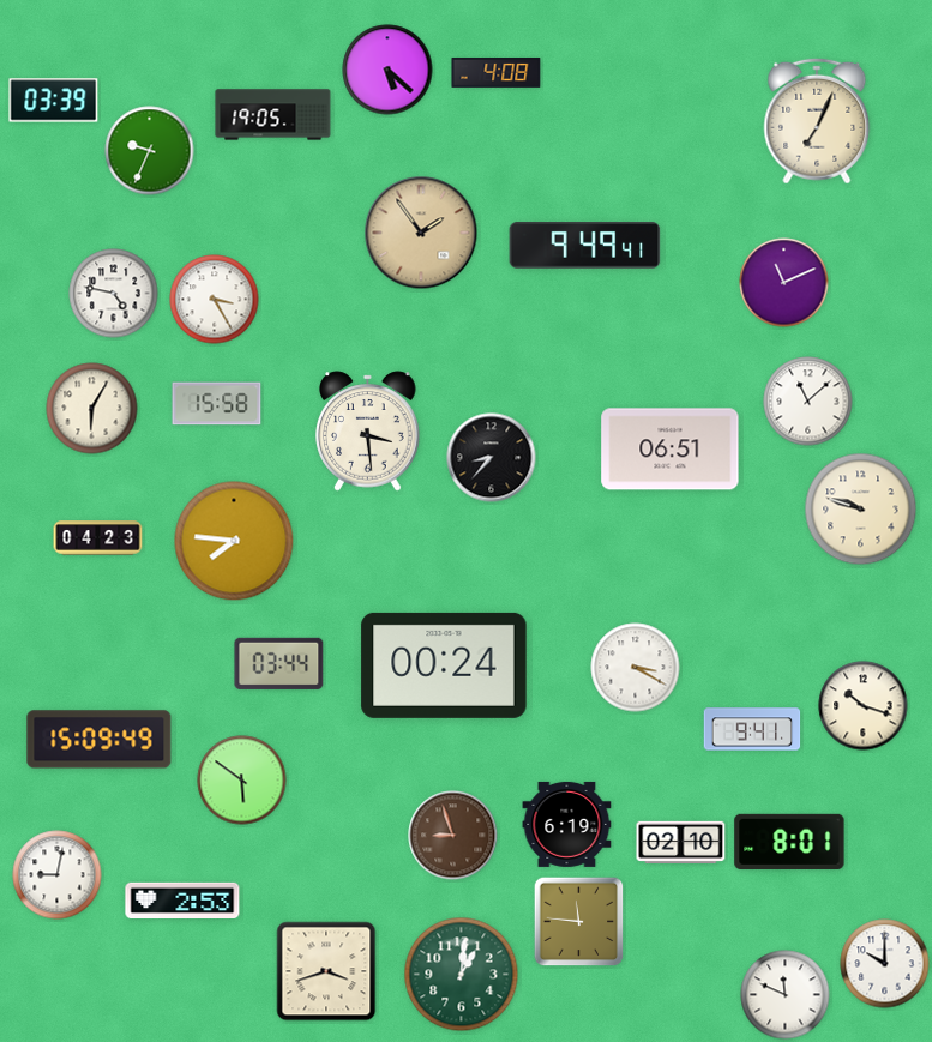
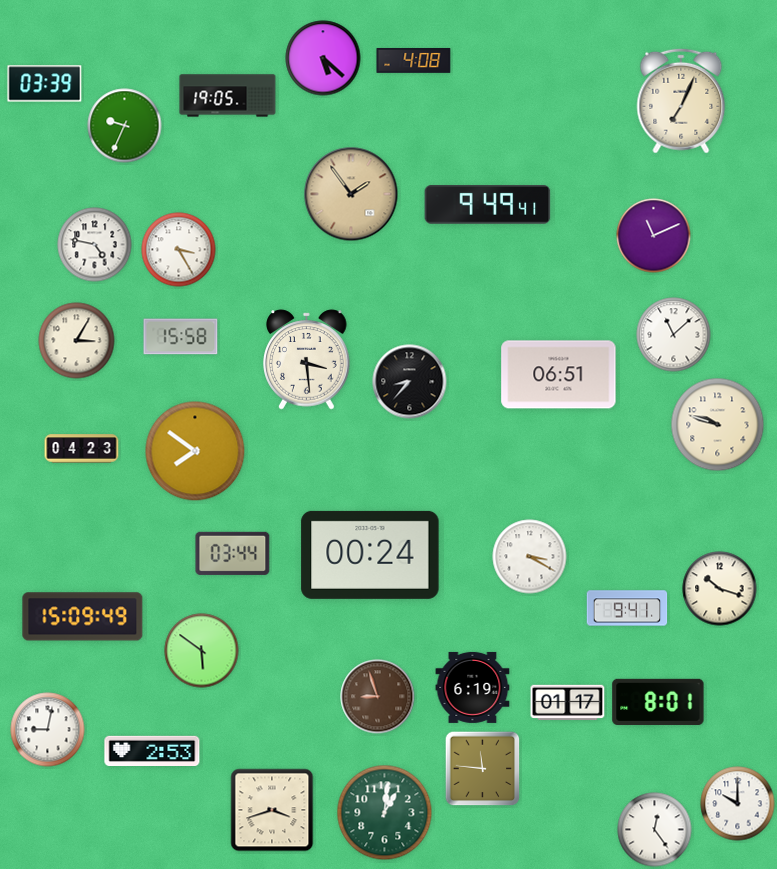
clock at (92, 409): 6:05 -> 3:05
clock at (234, 541): 7:46 -> 7:51
clock at (681, 842): 02:10 -> 01:17
clock at (786, 995): 11:49 -> 12:24
